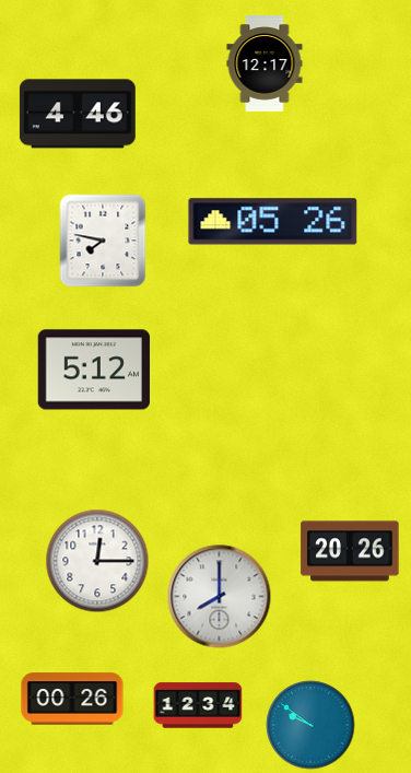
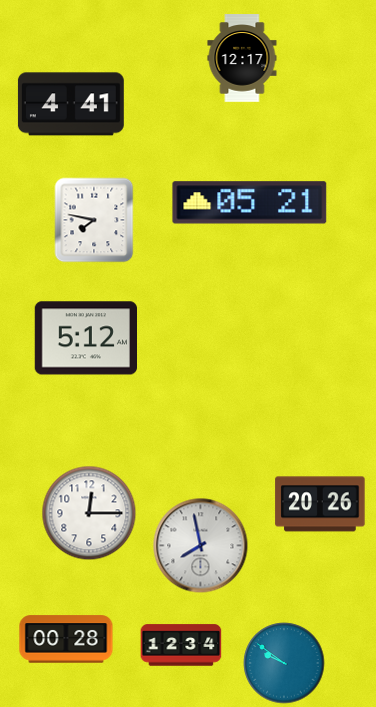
clock at (78, 114): 4:46 -> 4:41
clock at (273, 222): 05:26 -> 05:21
clock at (220, 597): 8:00 -> 7:58
clock at (72, 699): 00:26 -> 00:28
